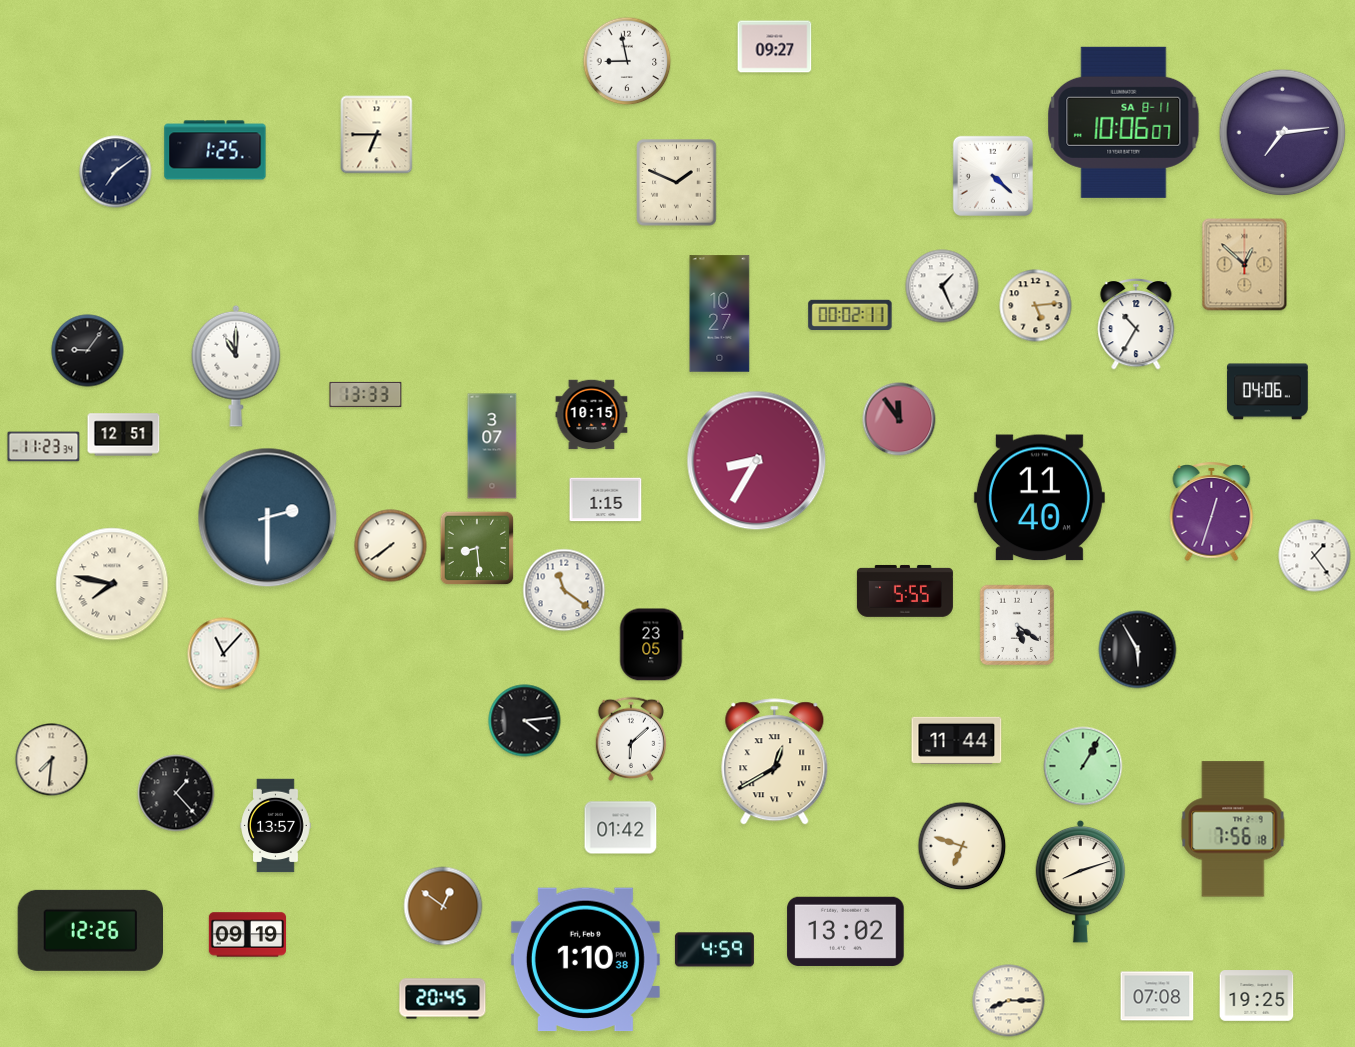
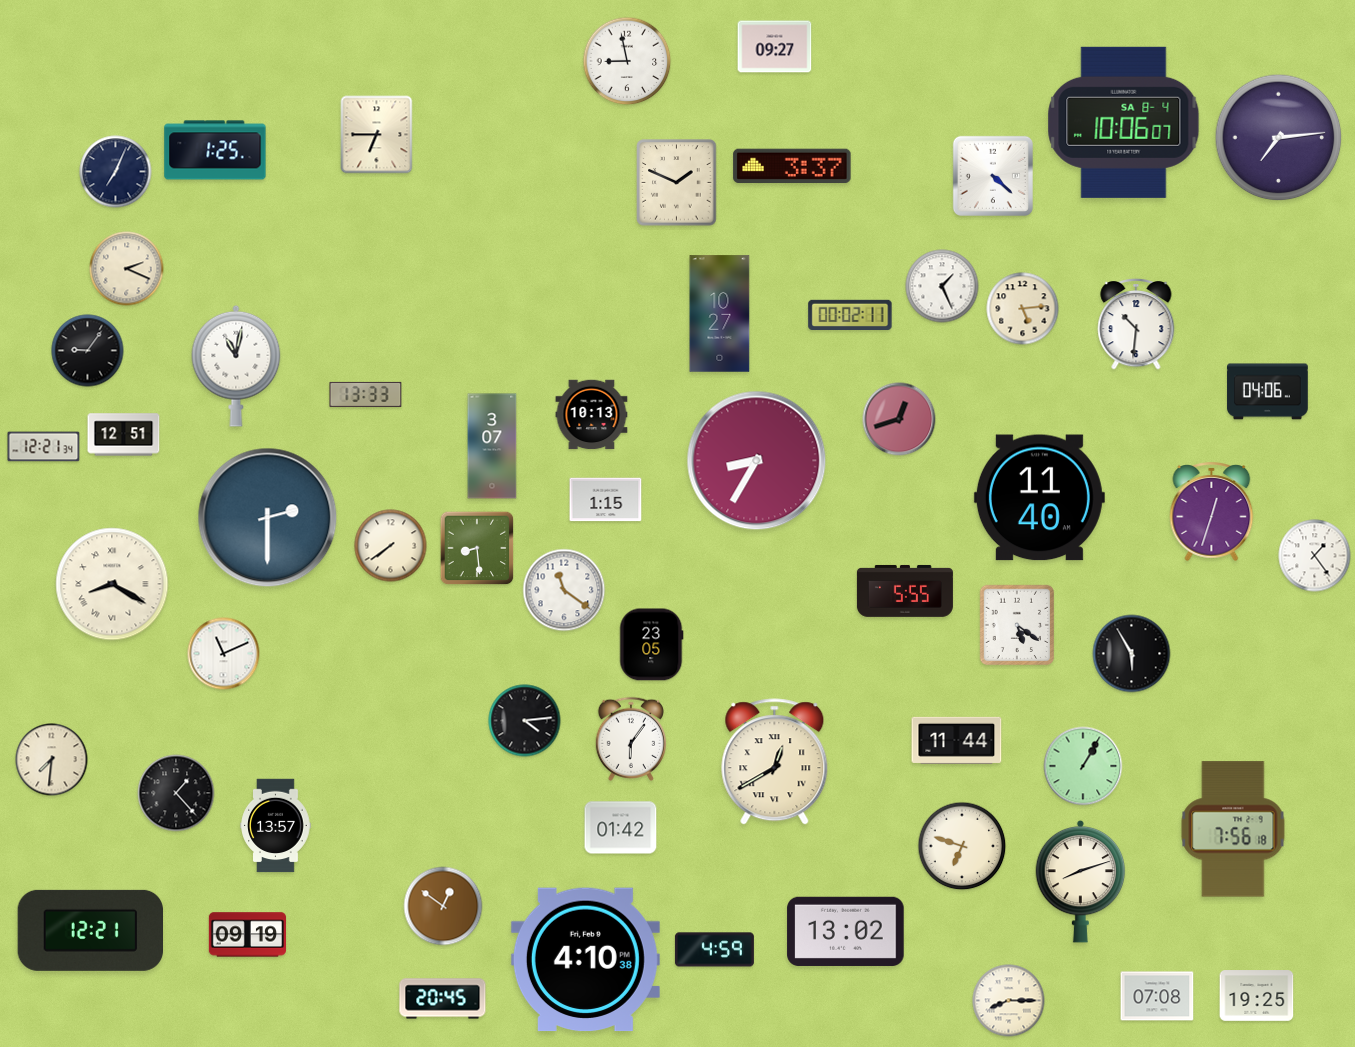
clock at (1124, 122) date: SA 8-11 -> SA 8-4
clock at (1283, 133) position: (1283, 133) -> (1279, 138)
clock at (792, 166): none -> 3:37
clock at (116, 172): 7:09 -> 7:04
clock at (1245, 265): 12:52 -> none
clock at (127, 269): none -> 2:19
clock at (1036, 306) position: (1036, 306) -> (1023, 309)
clock at (1136, 324): 10:35 -> 10:31
clock at (236, 366): 11:00 -> 11:02
clock at (592, 415): 10:15 -> 10:13
clock at (899, 419): 11:54 -> 12:42
clock at (44, 447): 11:23 -> 12:21
clock at (112, 584): 7:47 -> 8:20
clock at (1138, 650) position: (1138, 650) -> (1132, 654)
clock at (224, 654): 11:07 -> 11:11
clock at (630, 739): 6:08 -> 6:06
clock at (90, 930): 12:26 -> 12:21
clock at (585, 960): 1:10 -> 4:10
